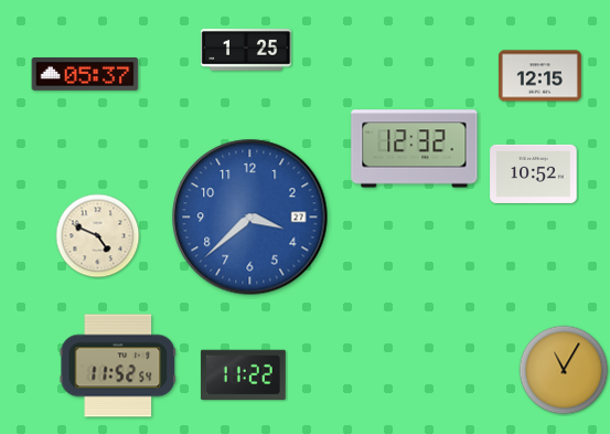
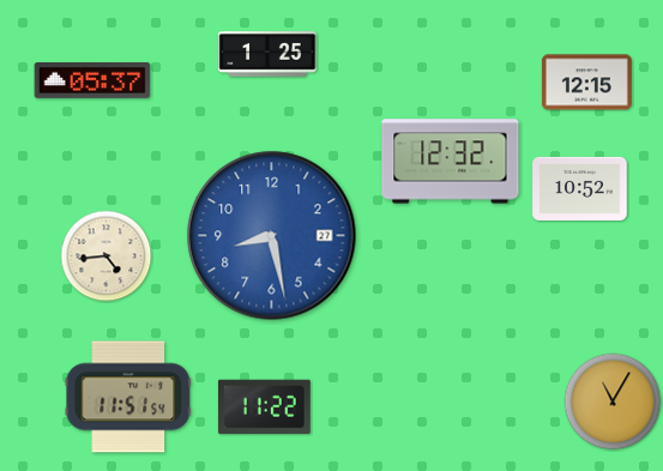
clock at (250, 218): 3:38 -> 8:28
clock at (98, 236): 4:49 -> 4:44
clock at (118, 366): 11:52 -> 11:51
